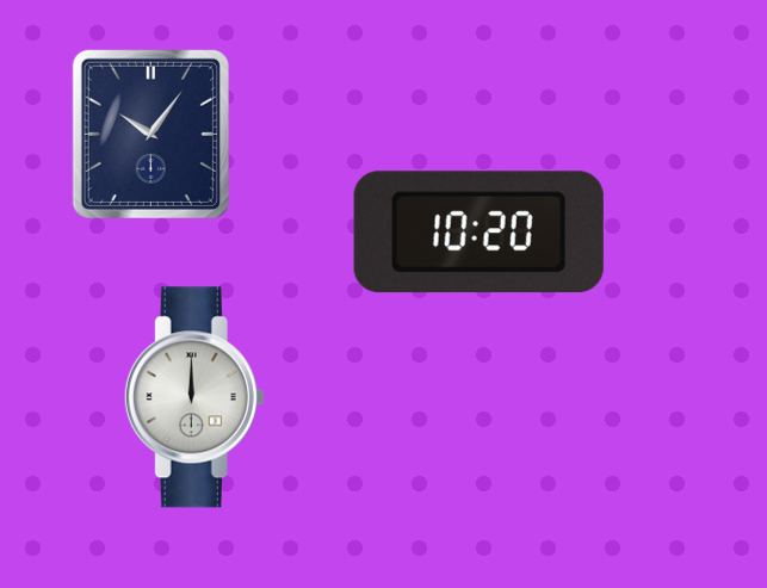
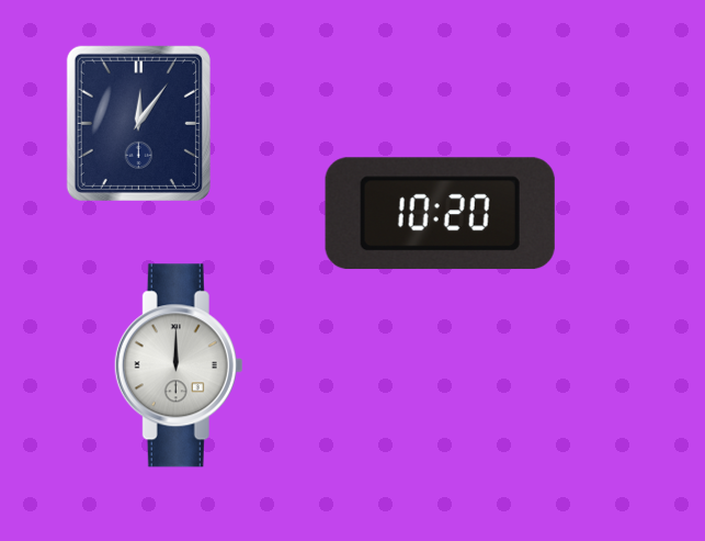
clock at (150, 134): 10:06 -> 12:06
